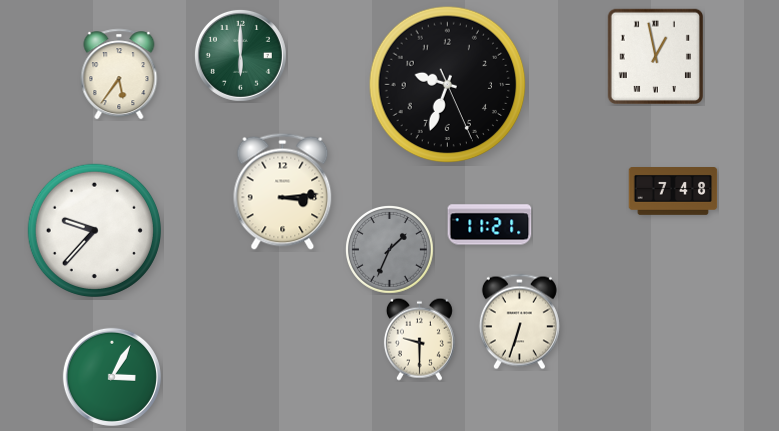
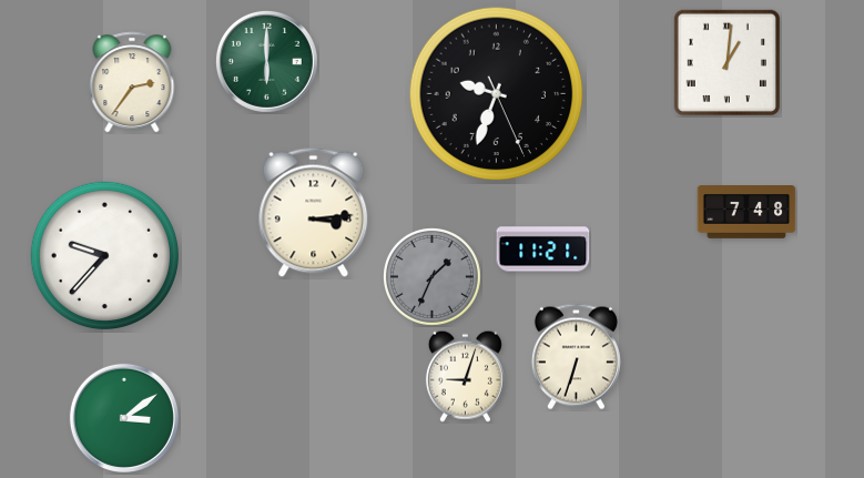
clock at (655, 56): 12:58 -> 1:01
clock at (119, 74): 5:36 -> 2:36
clock at (419, 339): 9:30 -> 9:03
clock at (112, 377): 3:05 -> 3:09
